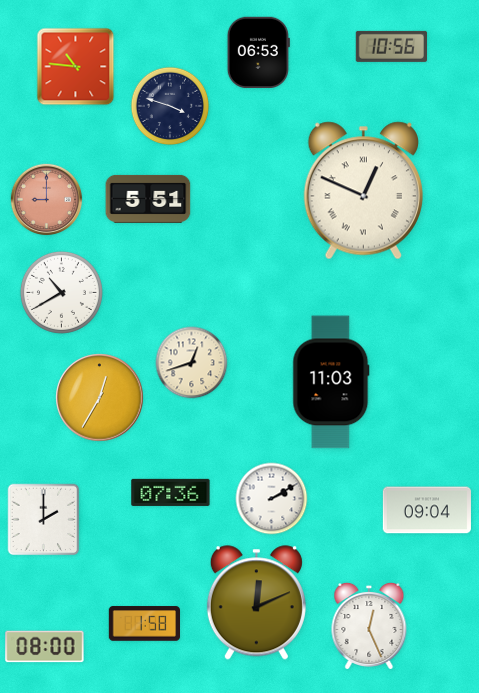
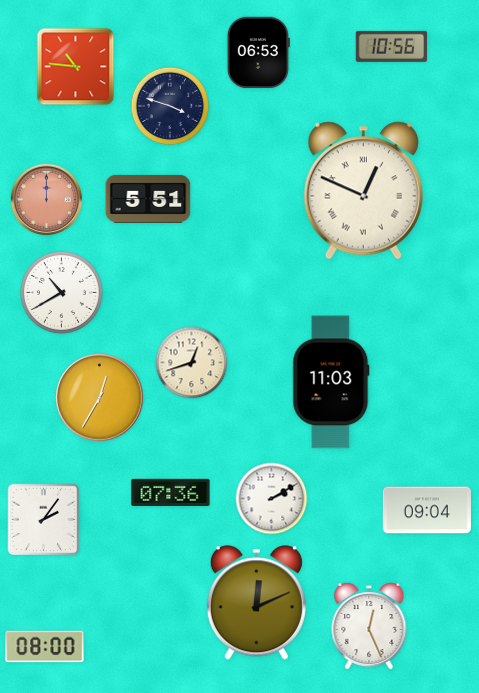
clock at (47, 200): 9:00 -> 12:00
clock at (44, 520): 2:00 -> 2:06
clock at (144, 624): 1:58 -> none
